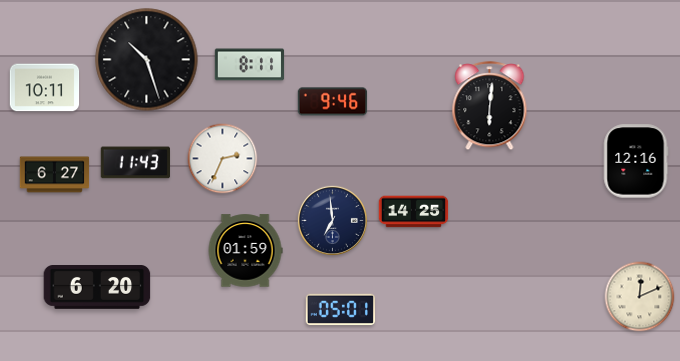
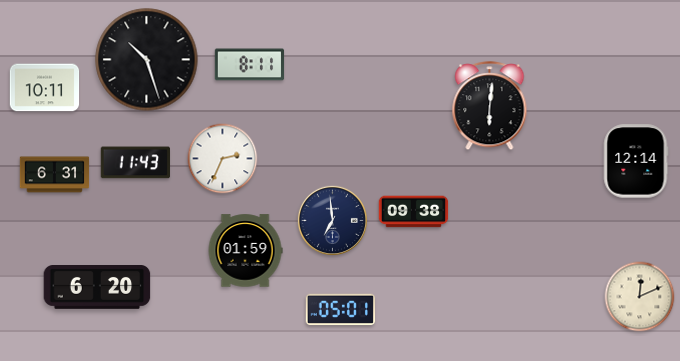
clock at (333, 102): 9:46 -> none
clock at (636, 161): 12:16 -> 12:14
clock at (55, 175): 6:27 -> 6:31
clock at (414, 212): 14:25 -> 09:38
